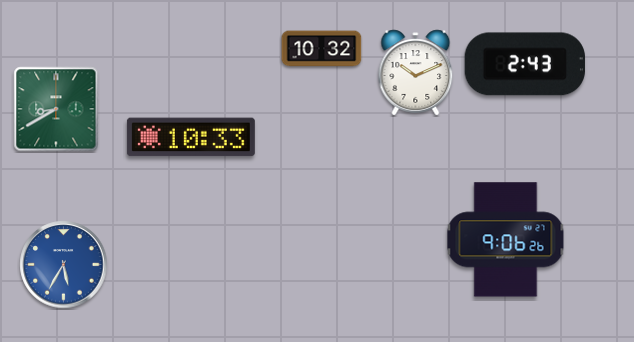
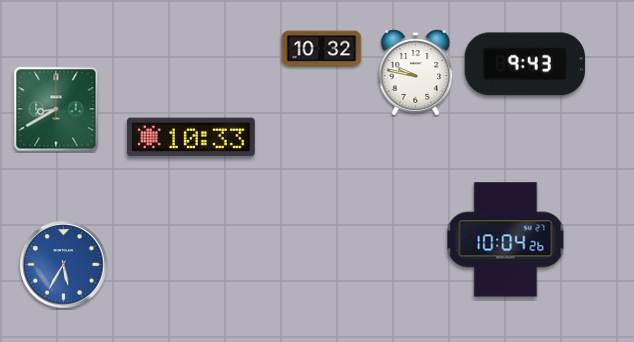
clock at (525, 64): 2:43 -> 9:43
clock at (416, 73): 10:11 -> 9:47
clock at (506, 240): 9:06 -> 10:04
